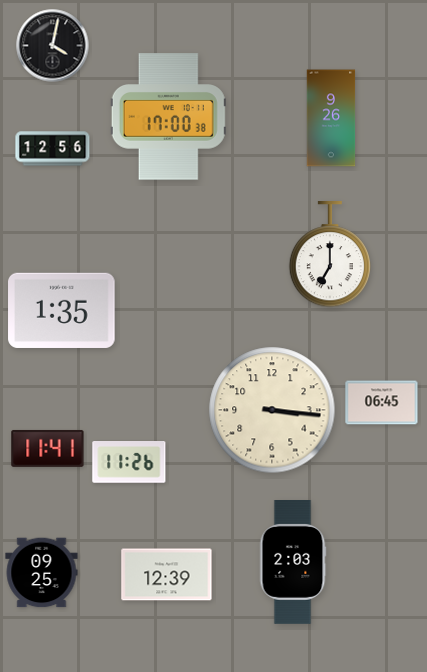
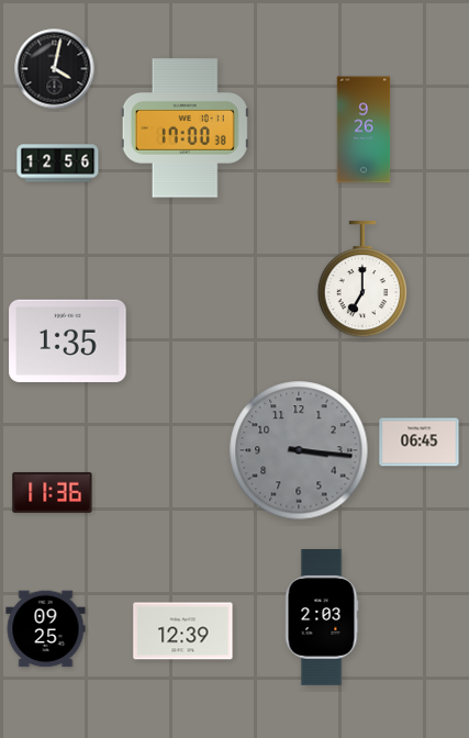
clock at (53, 46) position: (53, 46) -> (55, 69)
clock at (272, 410) dial: cream -> grey
clock at (48, 448): 11:41 -> 11:36
clock at (129, 463): 11:26 -> none
